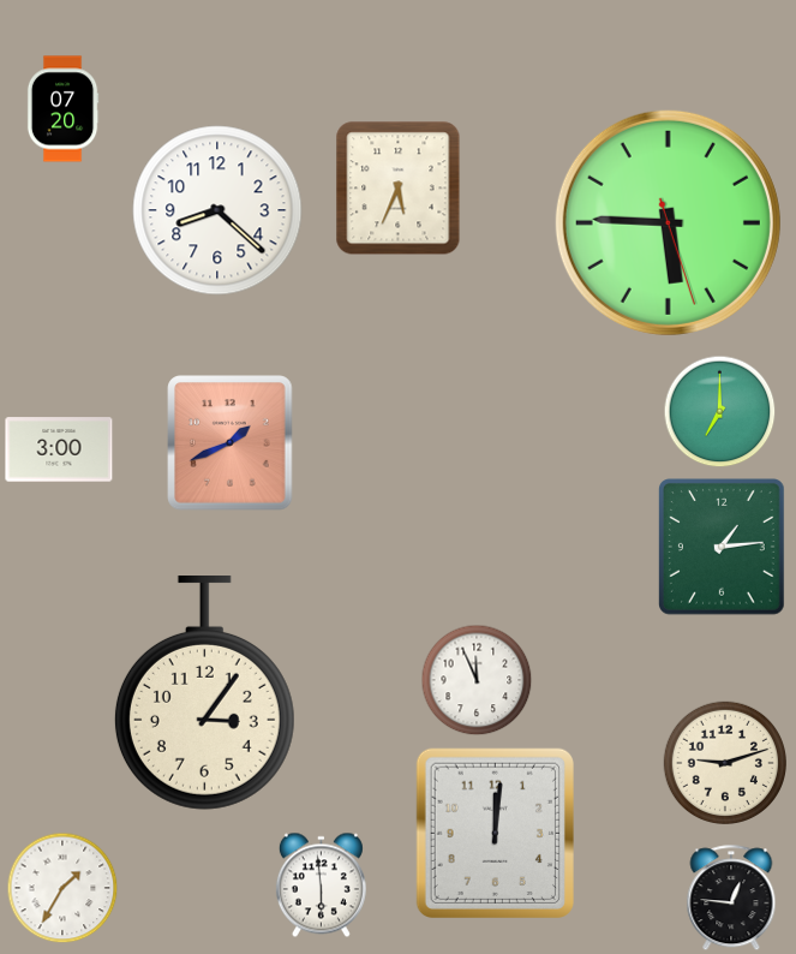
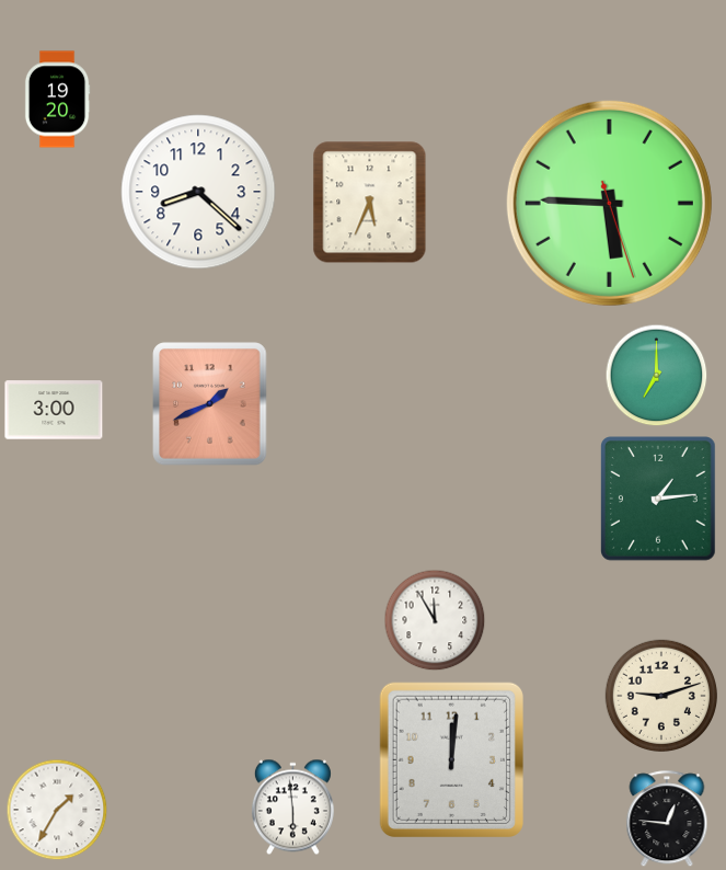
clock at (62, 109): 07:20 -> 19:20
clock at (399, 189) position: (399, 189) -> (370, 203)
clock at (477, 680): 11:56 -> 11:55
clock at (204, 693): 3:06 -> none
